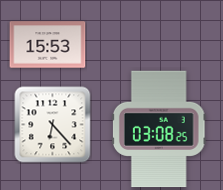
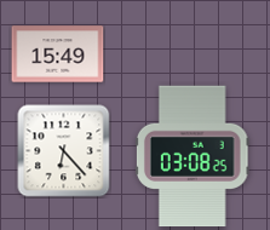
clock at (48, 45): 15:53 -> 15:49
